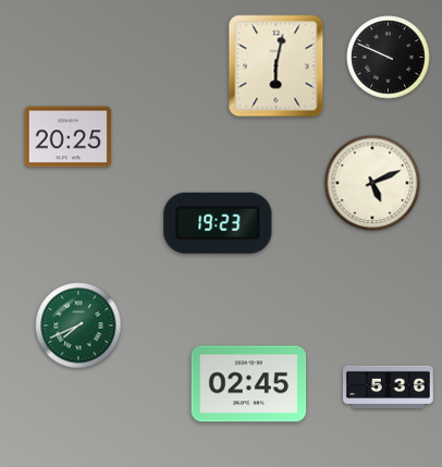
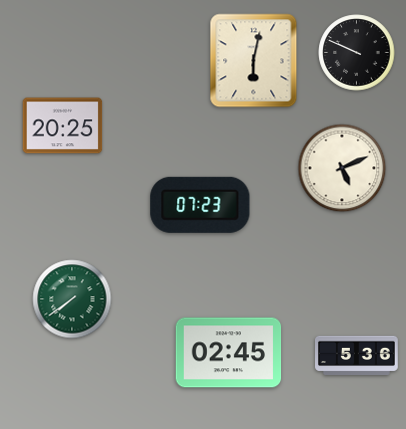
clock at (218, 223): 19:23 -> 07:23
clock at (78, 325): 7:41 -> 7:39
